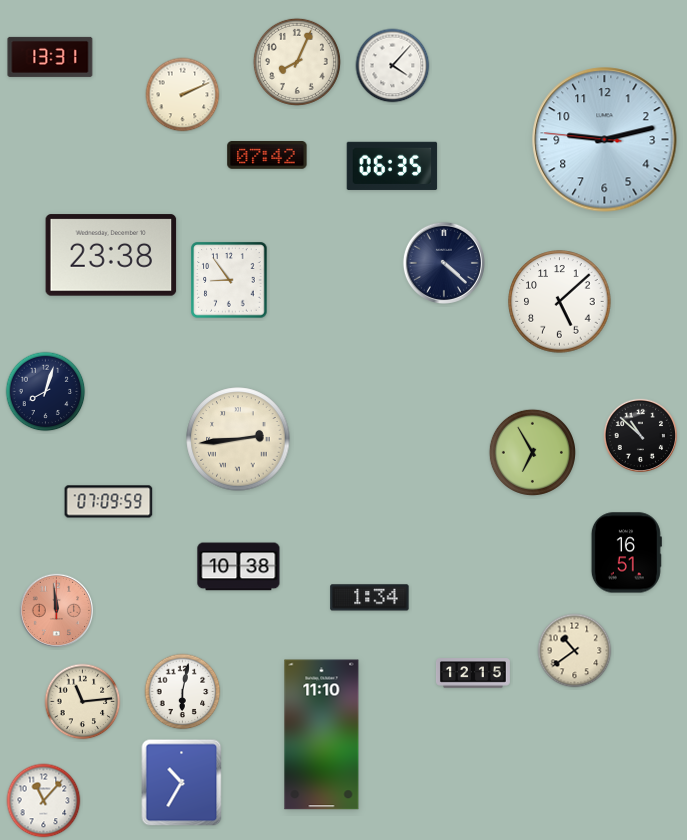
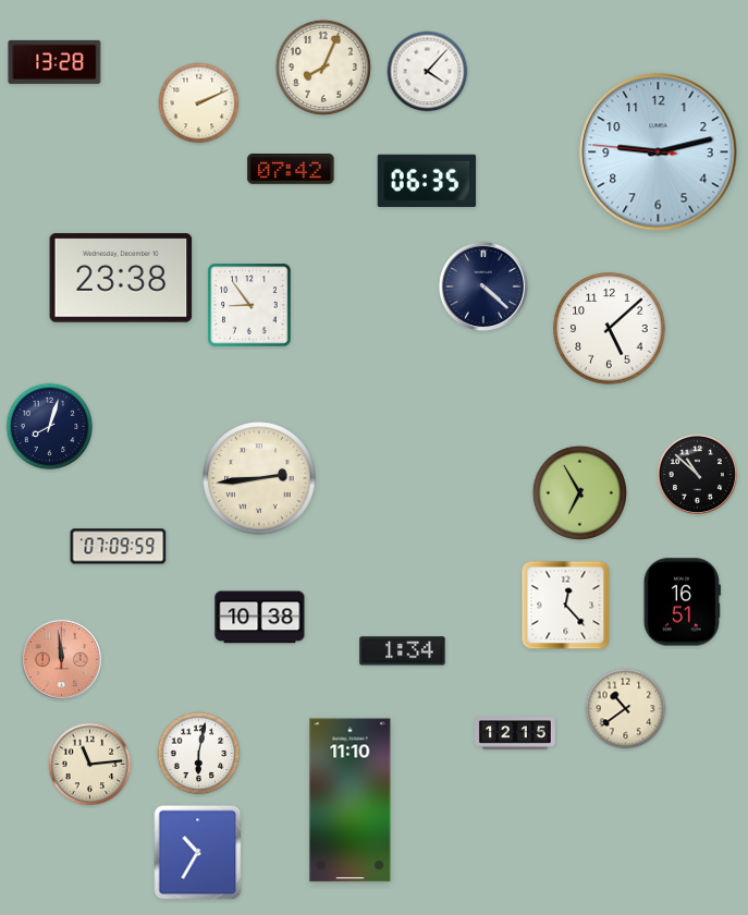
clock at (50, 57): 13:31 -> 13:28
clock at (566, 606): none -> 12:23
clock at (56, 610) position: (56, 610) -> (61, 659)
clock at (44, 801): 11:07 -> none
